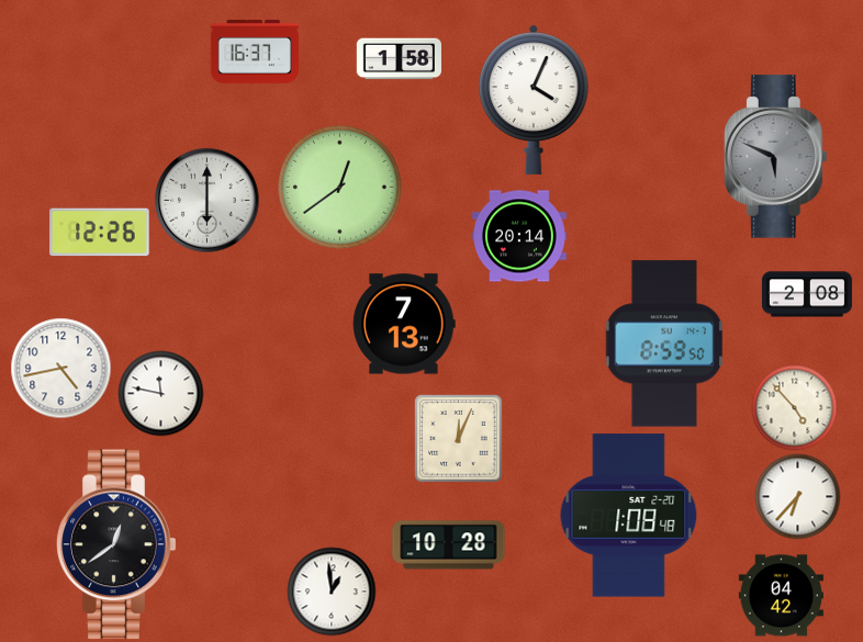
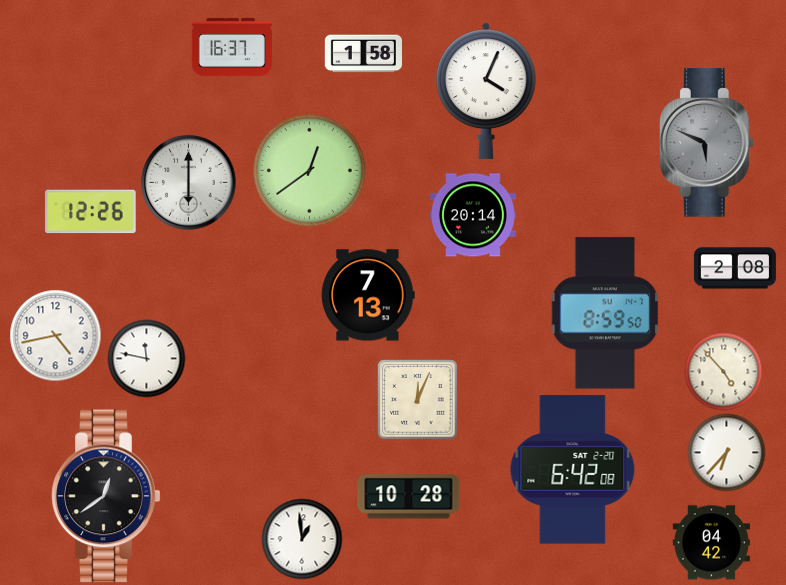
clock at (629, 516): 1:08 -> 6:42
